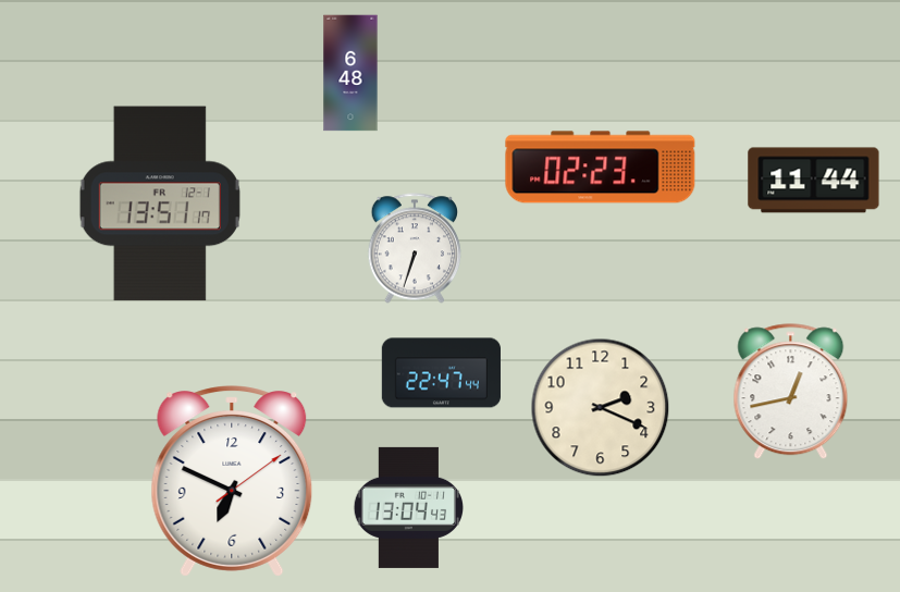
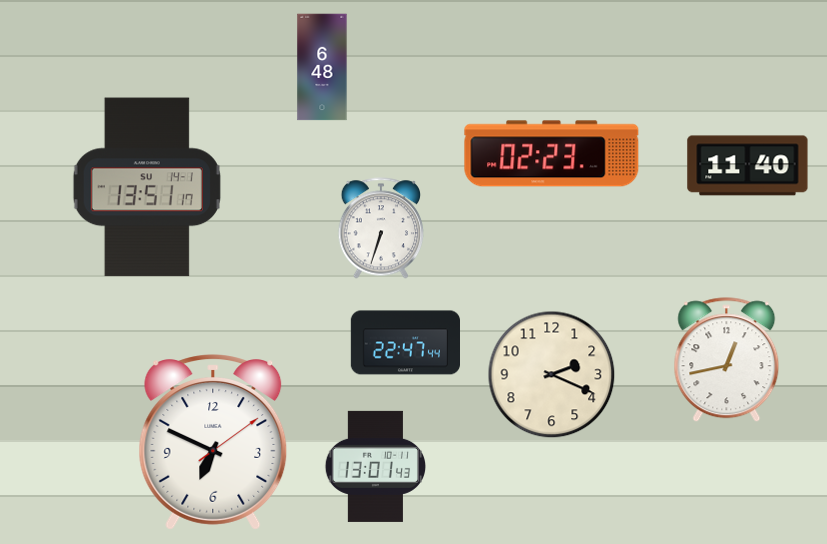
clock at (814, 181): 11:44 -> 11:40
clock at (160, 203) date: FR 12-1 -> SU 14-1
clock at (408, 507): 13:04 -> 13:01
